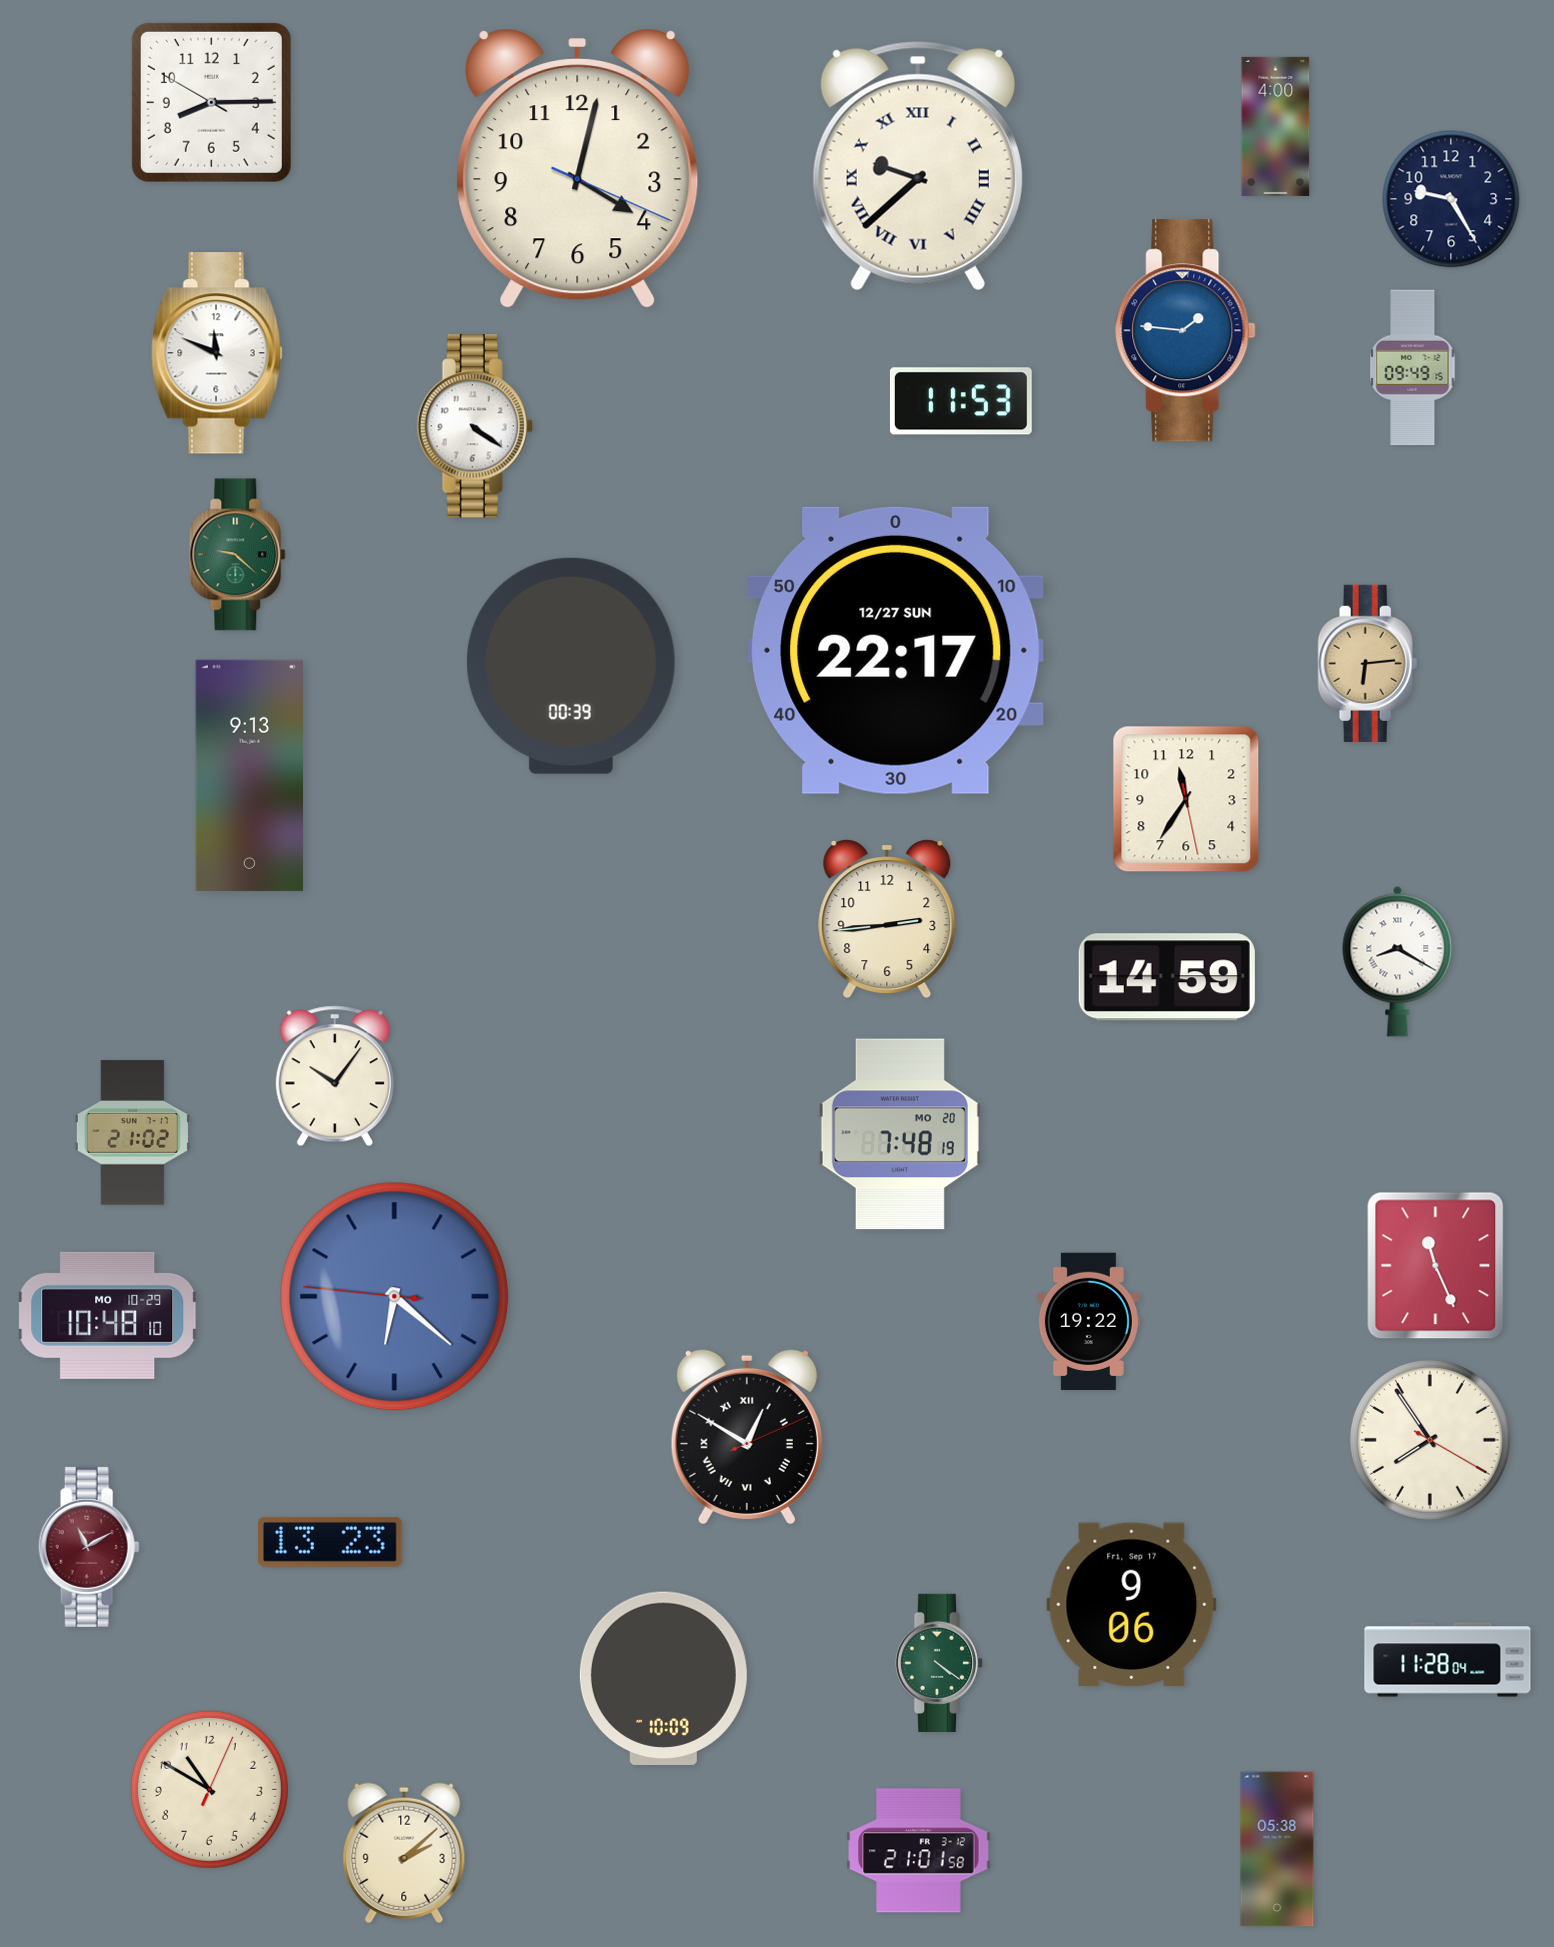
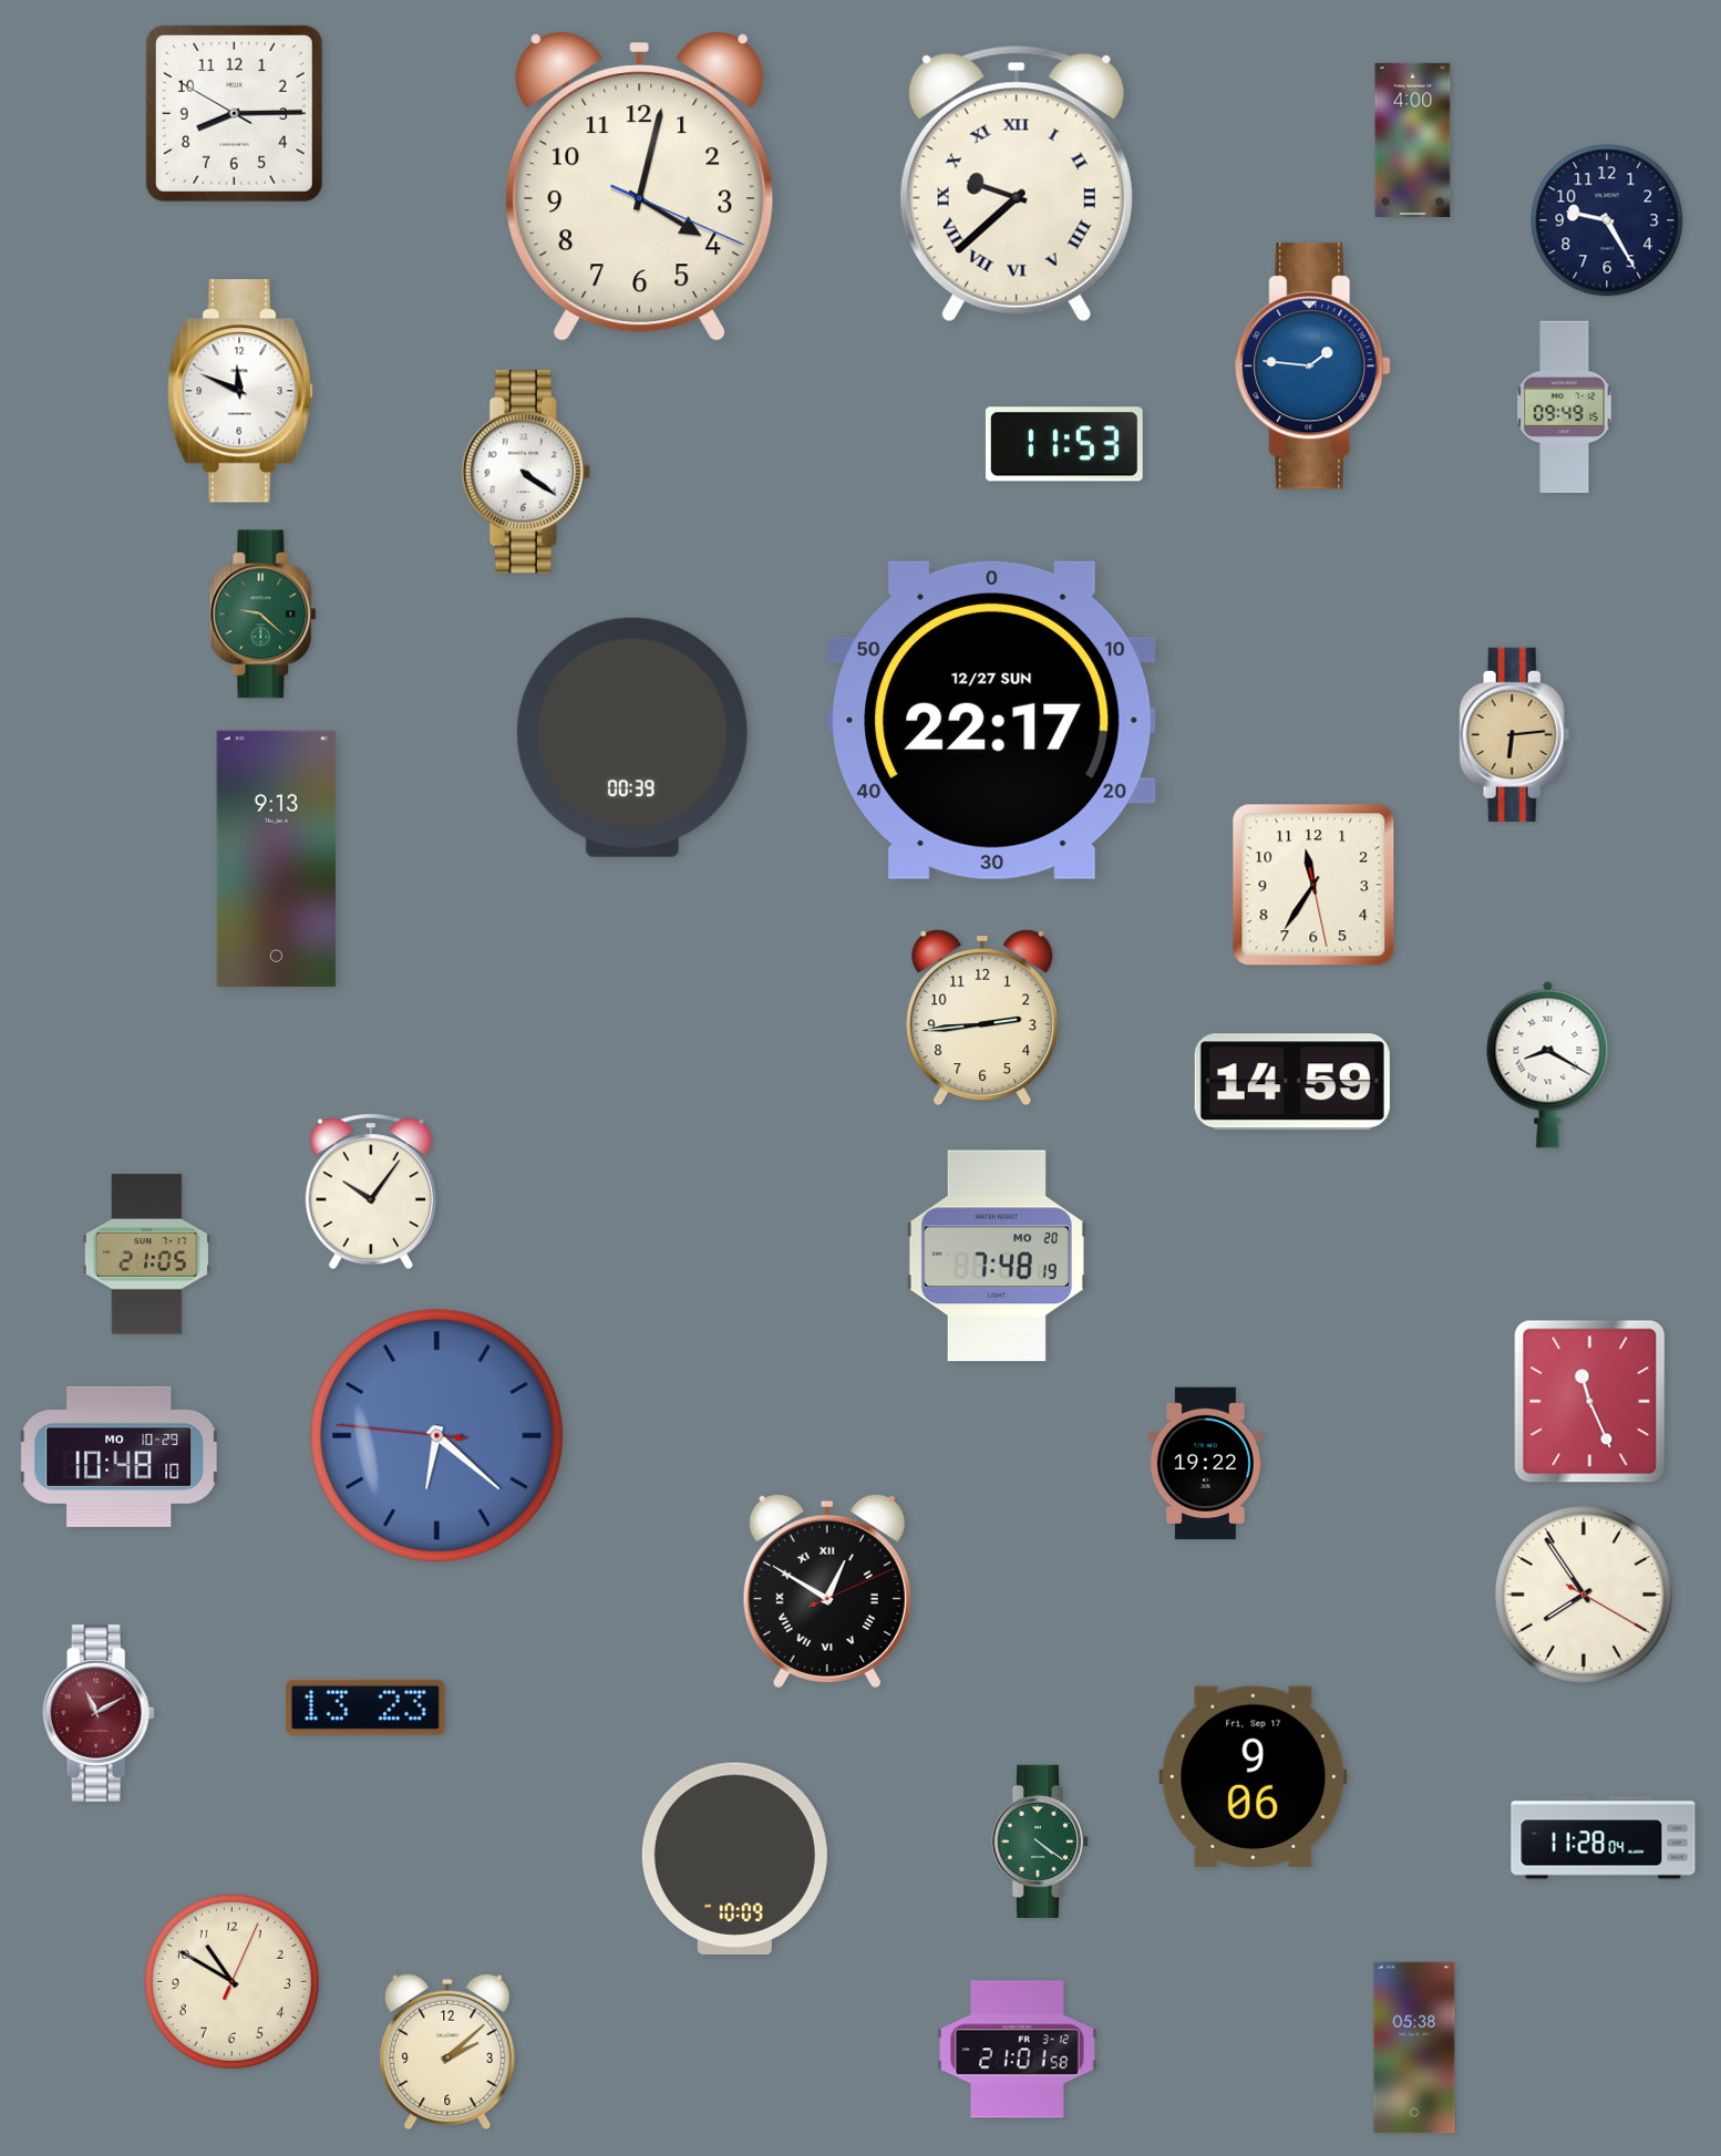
clock at (132, 1133): 21:02 -> 21:05
